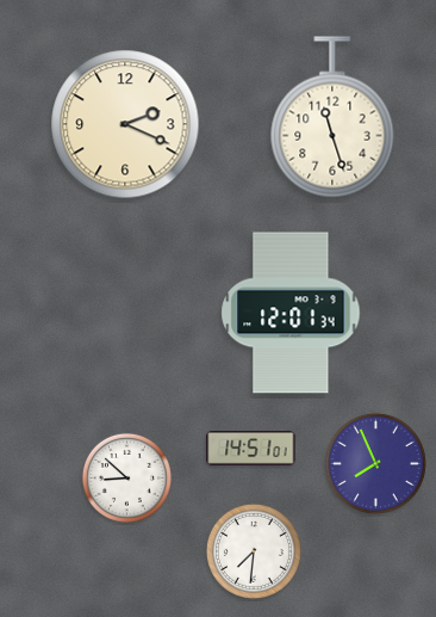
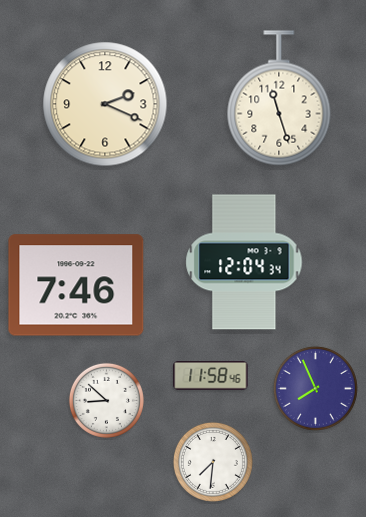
clock at (291, 313): 12:01 -> 12:04
clock at (76, 285): none -> 7:46
clock at (251, 449): 14:51 -> 11:58
